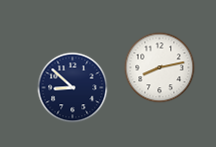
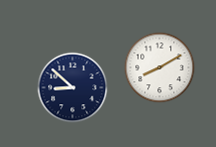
clock at (160, 68): 8:13 -> 8:10
